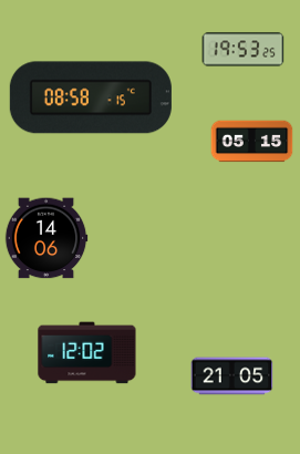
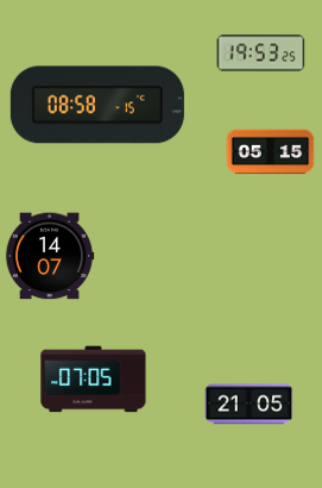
clock at (46, 238): 14:06 -> 14:07
clock at (87, 353): 12:02 -> 07:05
